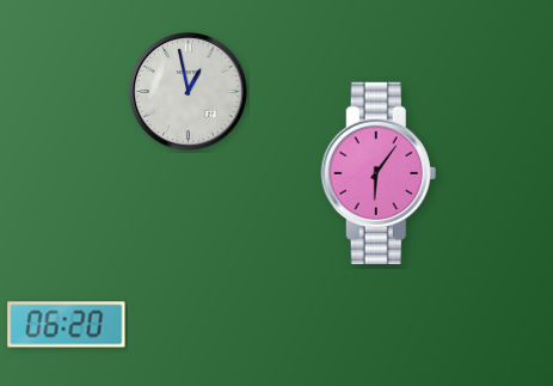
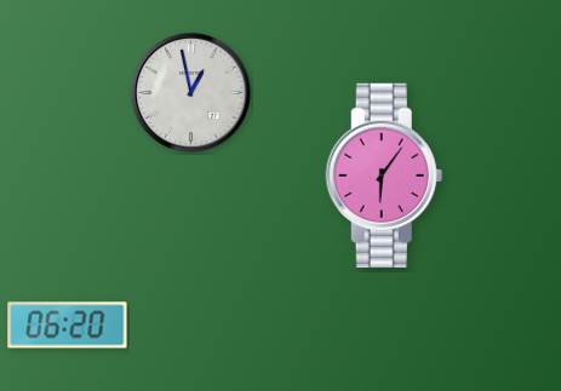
clock at (67, 325) position: (67, 325) -> (68, 326)
